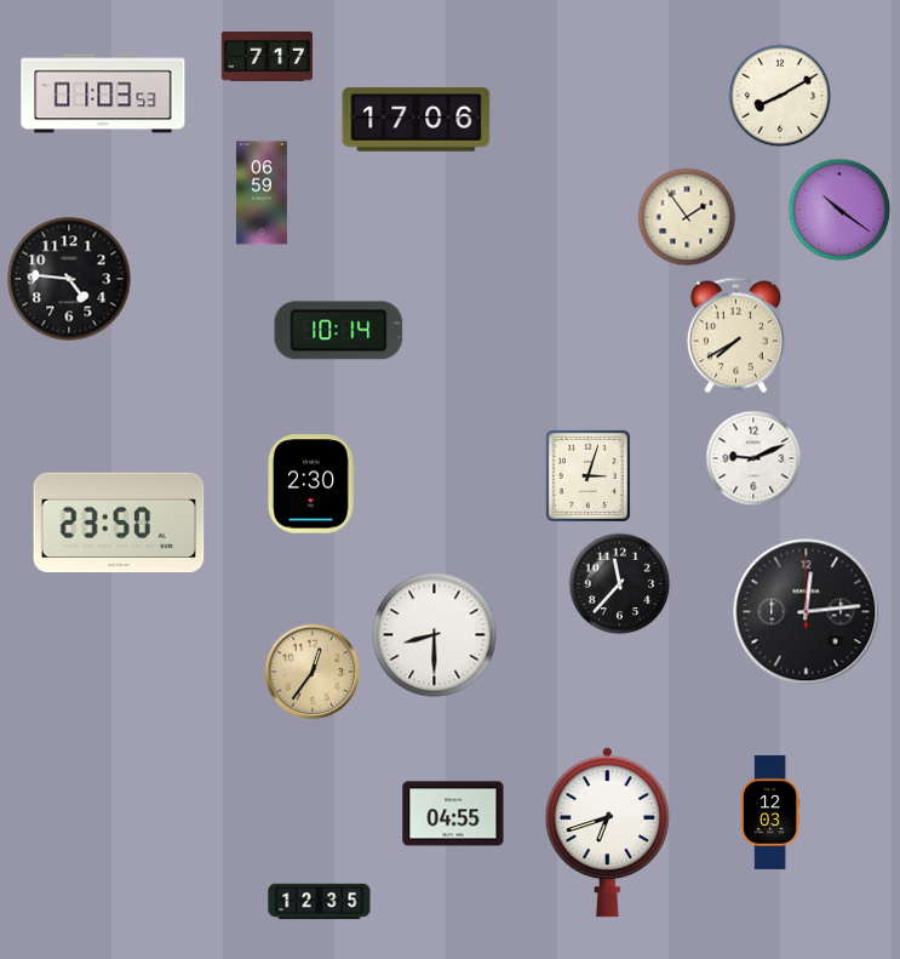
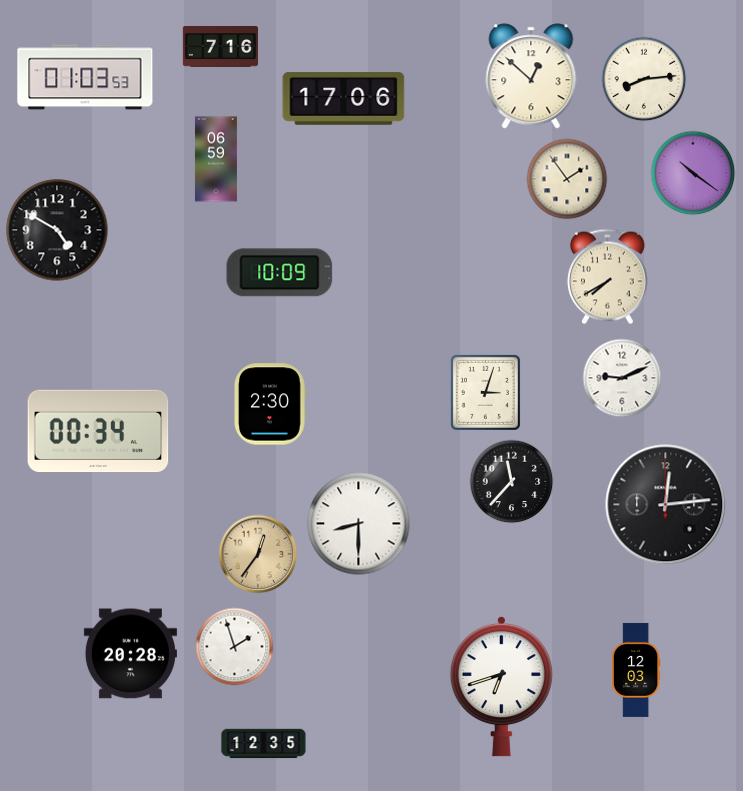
clock at (266, 57): 7:17 -> 7:16
clock at (531, 76): none -> 12:52
clock at (780, 96): 8:10 -> 8:14
clock at (69, 279): 4:46 -> 4:50
clock at (339, 331): 10:14 -> 10:09
clock at (311, 484) position: (311, 484) -> (270, 404)
clock at (119, 523): 23:50 -> 00:34
clock at (235, 647): none -> 1:57
clock at (130, 654): none -> 20:28
clock at (453, 814): 04:55 -> none
